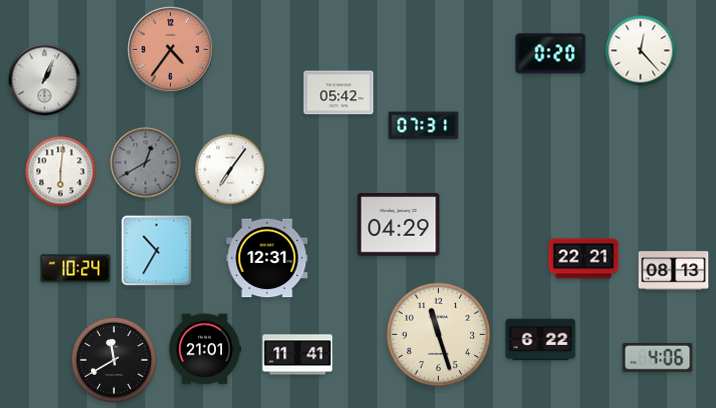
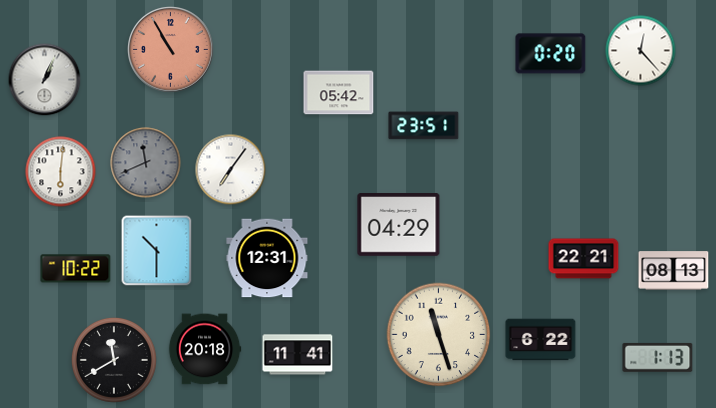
clock at (171, 50): 4:36 -> 10:55
clock at (424, 126): 07:31 -> 23:51
clock at (146, 163): 12:40 -> 11:41
clock at (157, 251): 10:35 -> 10:30
clock at (76, 269): 10:24 -> 10:22
clock at (205, 349): 21:01 -> 20:18
clock at (658, 357): 4:06 -> 1:13
